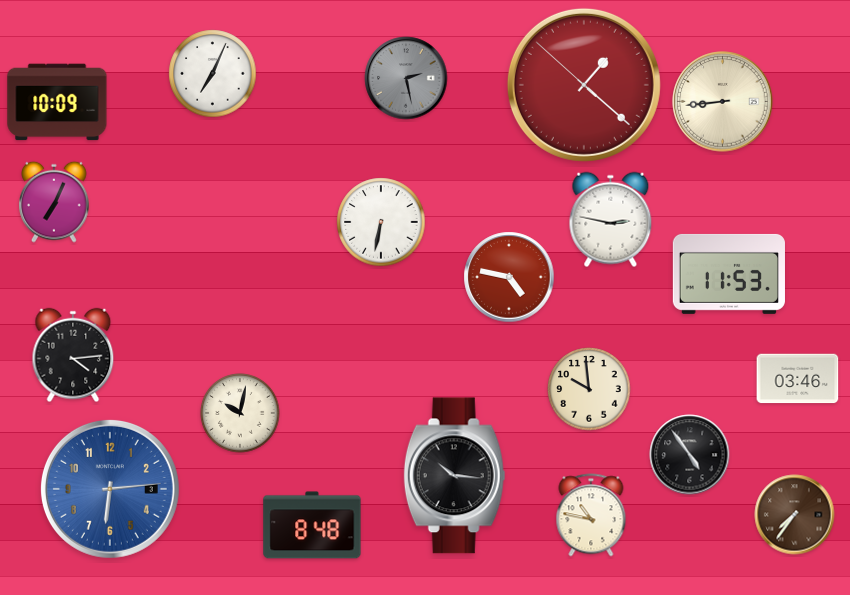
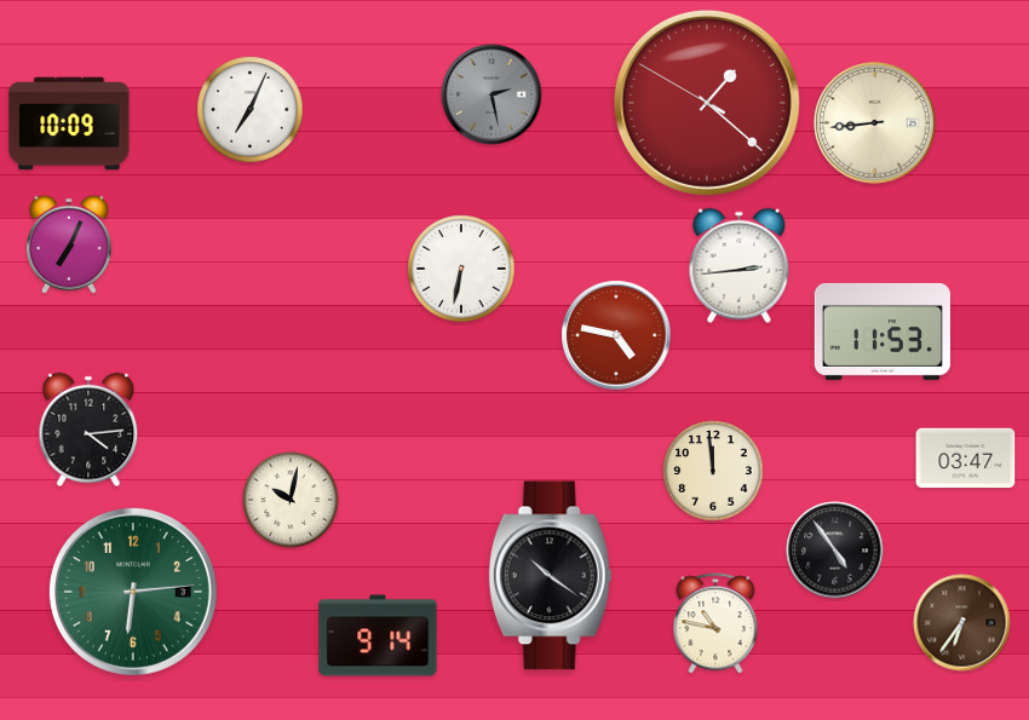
clock at (213, 74) position: (213, 74) -> (251, 110)
clock at (584, 85): 1:21:52 -> 1:21:50
clock at (54, 202) position: (54, 202) -> (69, 244)
clock at (611, 220): 2:47 -> 2:44
clock at (798, 379): 03:46 -> 03:47
clock at (589, 389): 9:59 -> 11:59
clock at (455, 476): 10:16 -> 10:21
clock at (110, 489) dial: blue -> green
clock at (795, 515): 7:36 -> 6:36
clock at (312, 525): 8:48 -> 9:14
